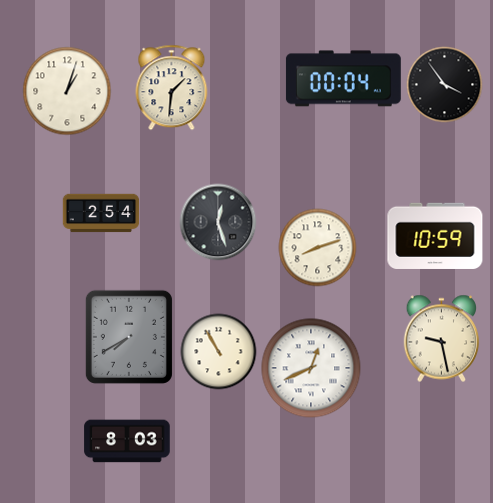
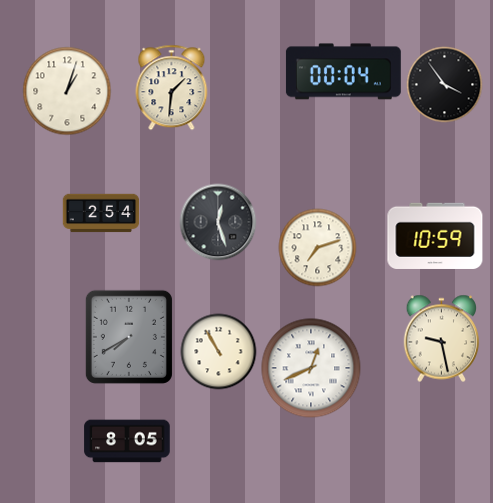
clock at (343, 79) position: (343, 79) -> (343, 72)
clock at (318, 248): 8:12 -> 7:12
clock at (127, 441): 8:03 -> 8:05
